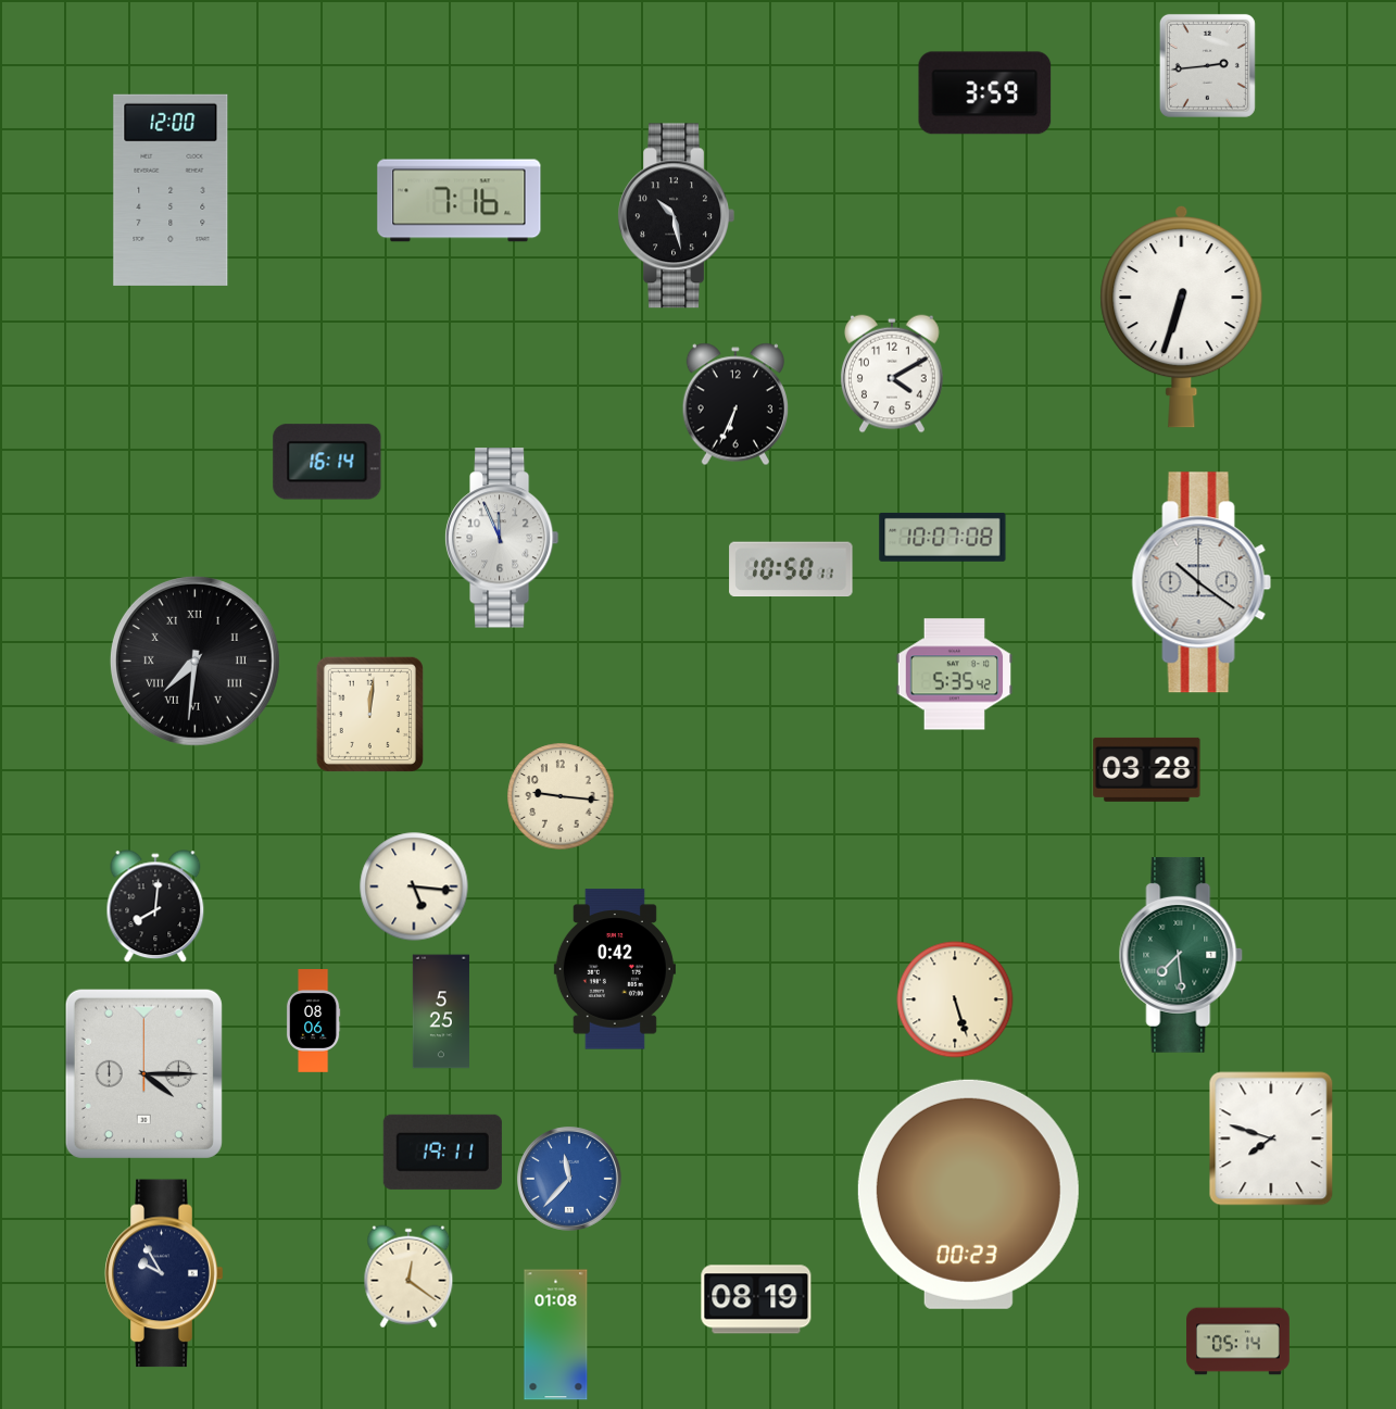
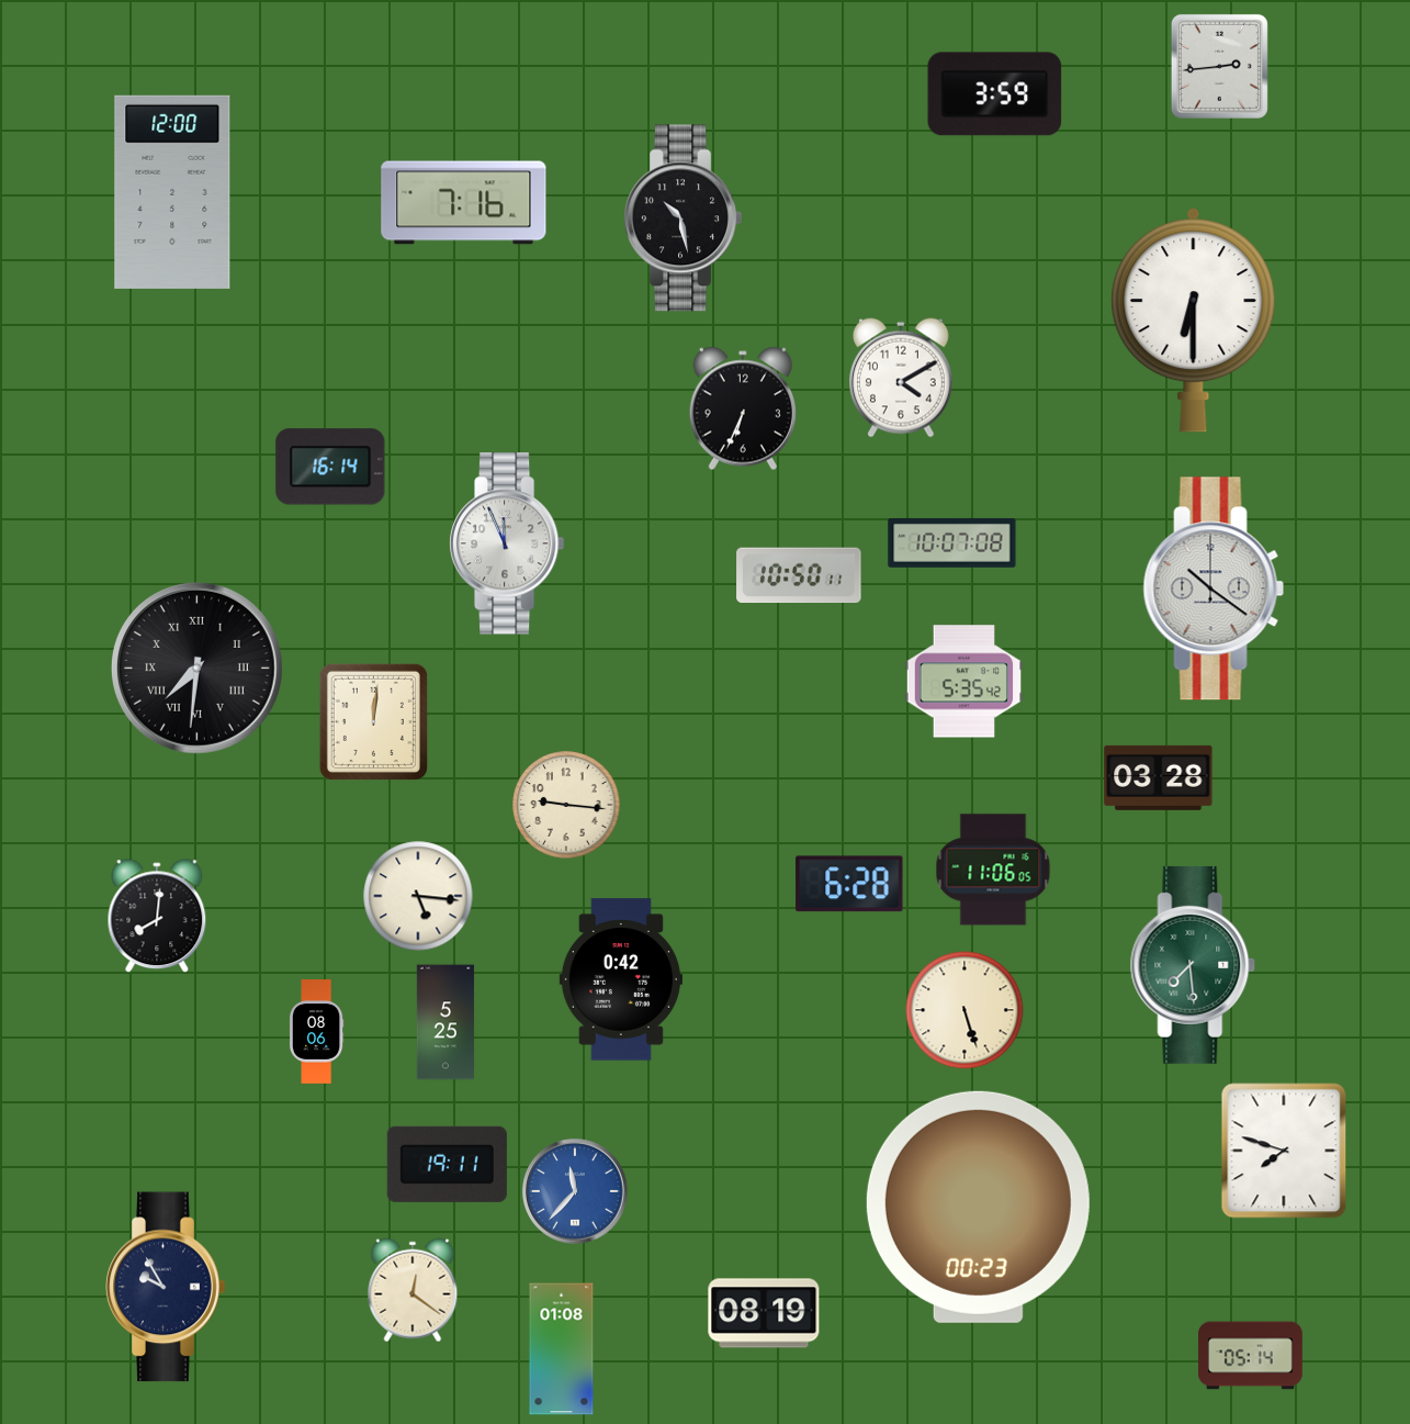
clock at (1182, 316): 6:33 -> 6:30
clock at (993, 870): none -> 11:06
clock at (849, 884): none -> 6:28
clock at (143, 1073): 4:15 -> none
